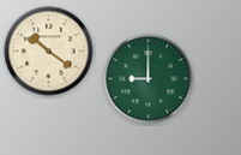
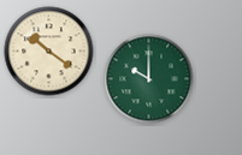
clock at (149, 79): 9:00 -> 10:00
